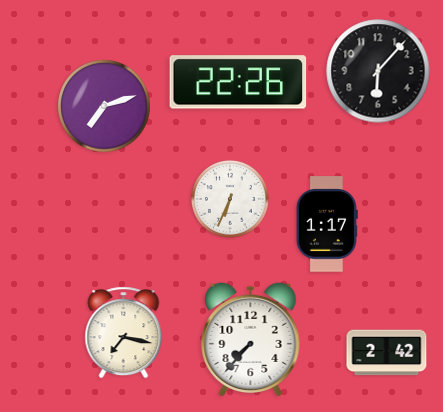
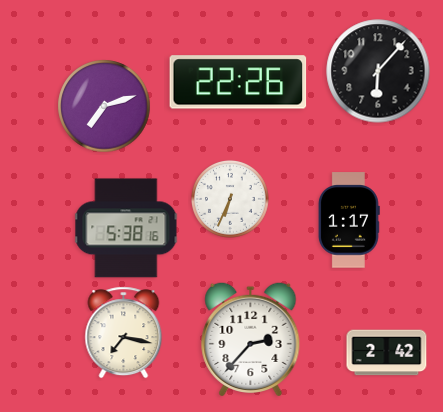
clock at (327, 224) position: (327, 224) -> (349, 220)
clock at (126, 228): none -> 5:38
clock at (251, 338): 7:37 -> 2:37
